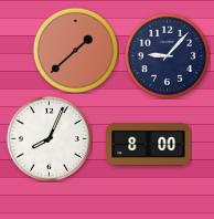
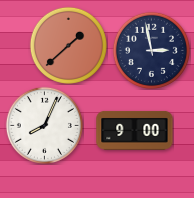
clock at (167, 55): 9:07 -> 2:58
clock at (149, 145): 8:00 -> 9:00
